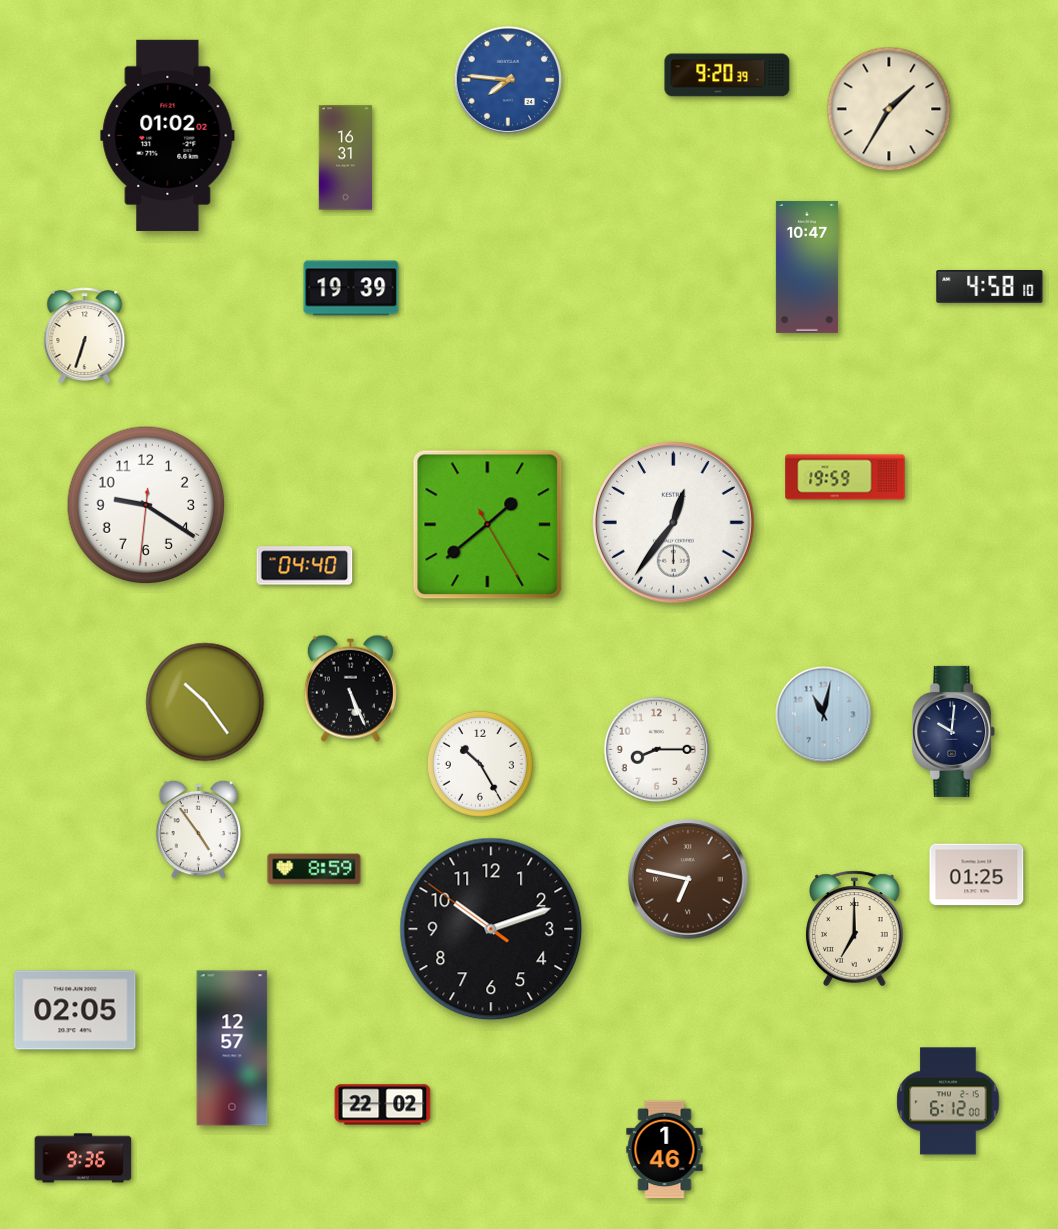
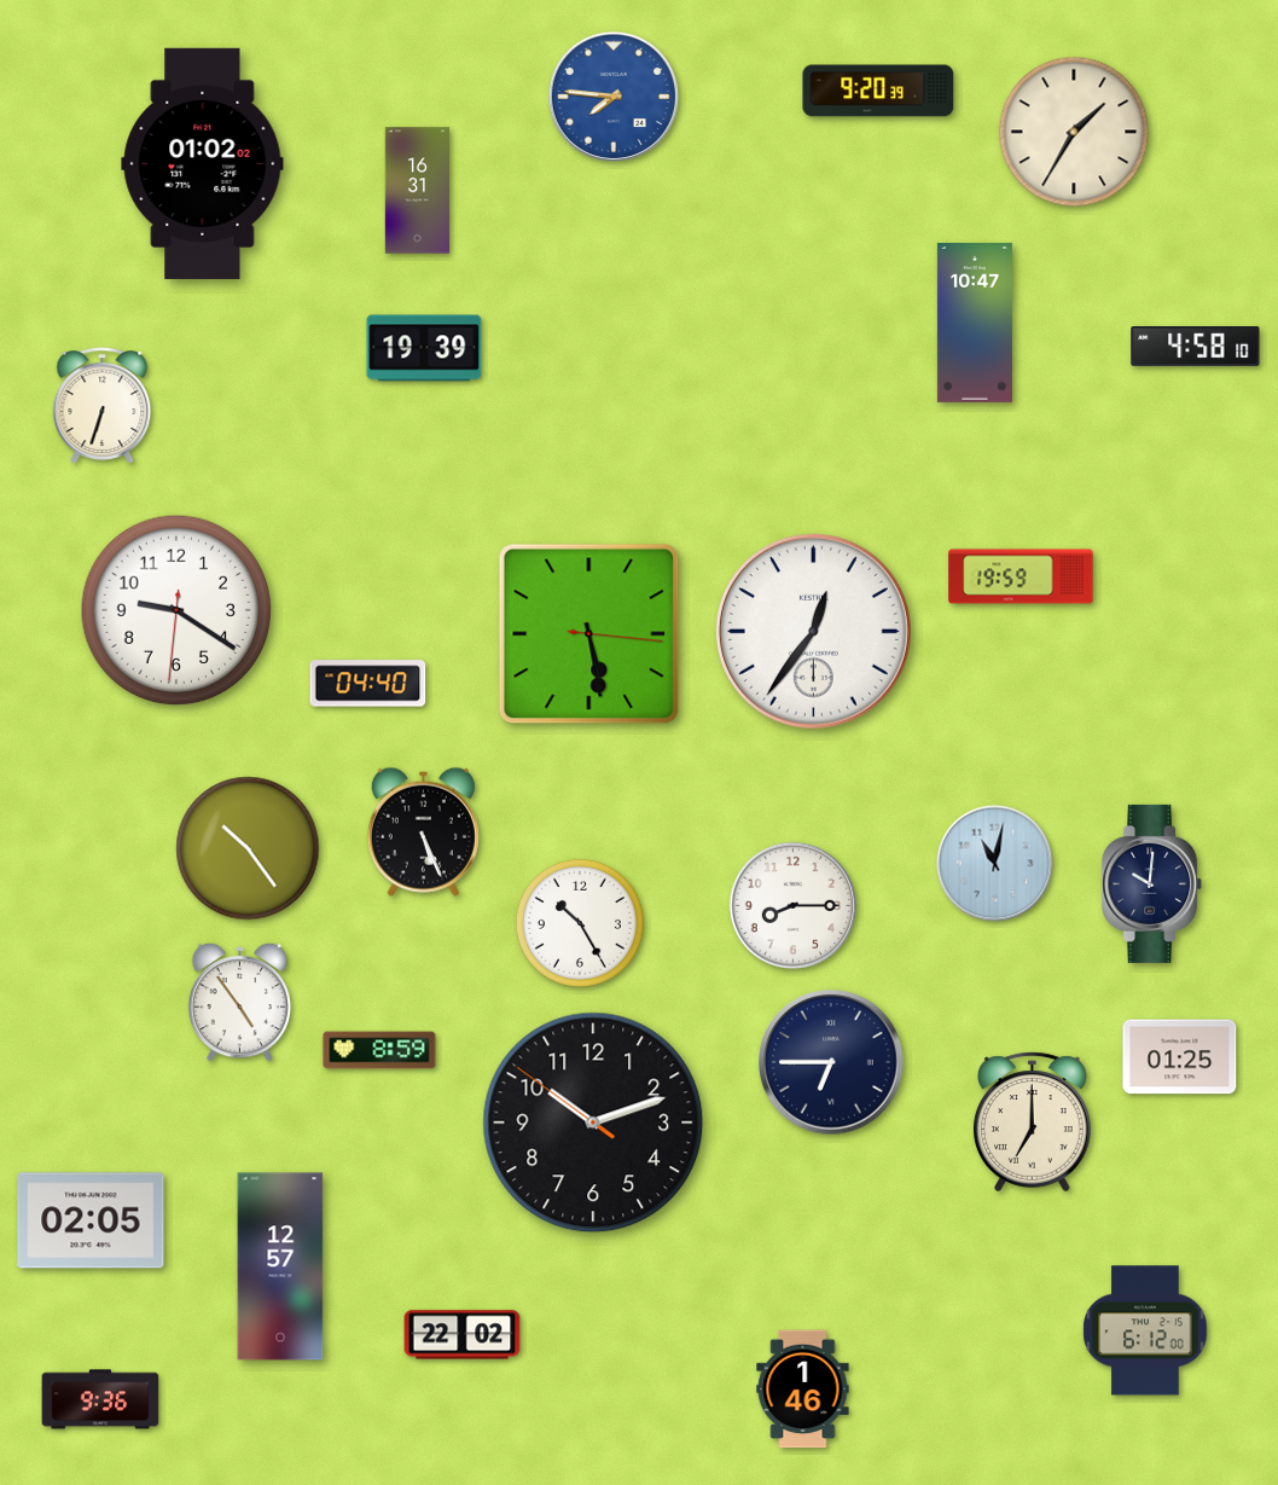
clock at (488, 525): 1:38 -> 5:28
clock at (688, 879): 6:47 -> 6:45
clock at (688, 879) dial: brown -> navy
